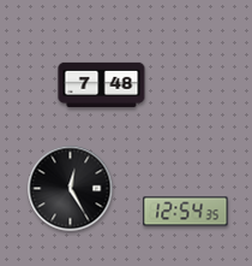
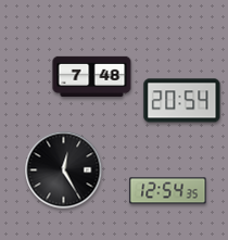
clock at (182, 101): none -> 20:54
